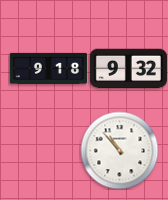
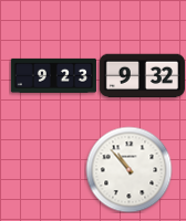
clock at (48, 68): 9:18 -> 9:23
clock at (119, 150) position: (119, 150) -> (128, 169)
